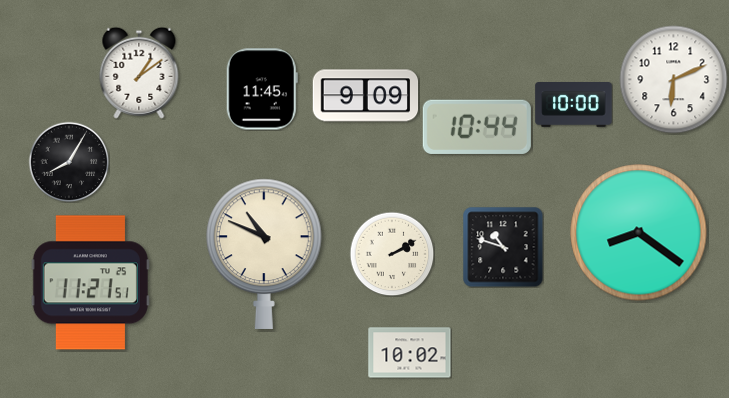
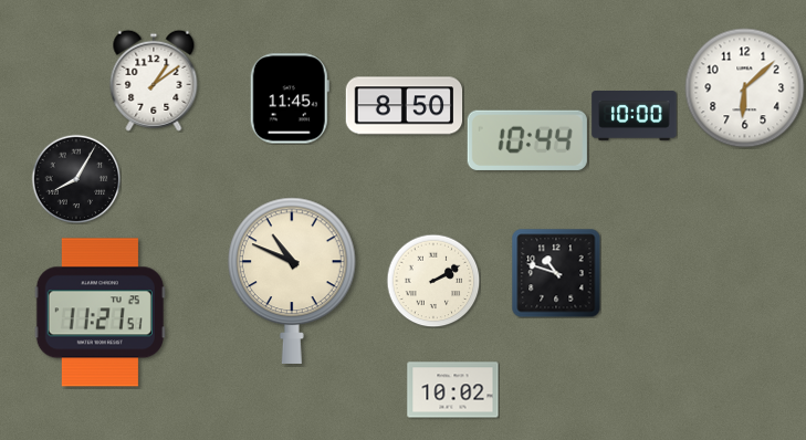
clock at (674, 80): 6:11 -> 6:08
clock at (366, 96): 9:09 -> 8:50
clock at (639, 233): 8:21 -> none
